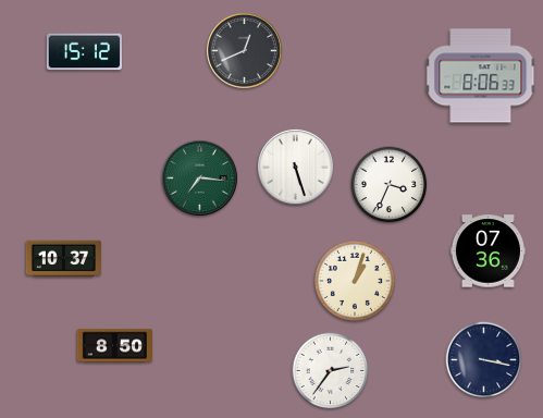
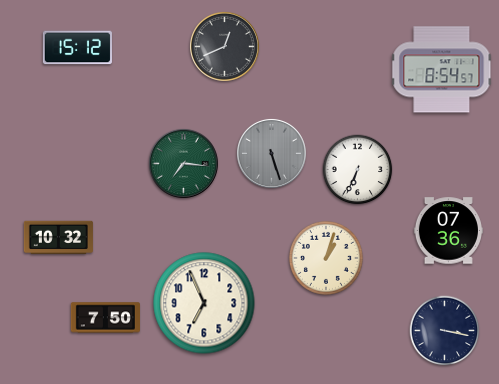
clock at (481, 76): 8:06 -> 8:54
clock at (295, 167) dial: white -> grey
clock at (390, 185): 3:34 -> 6:34
clock at (63, 259): 10:37 -> 10:32
clock at (204, 303): none -> 6:56
clock at (114, 346): 8:50 -> 7:50
clock at (331, 371): 2:36 -> none
